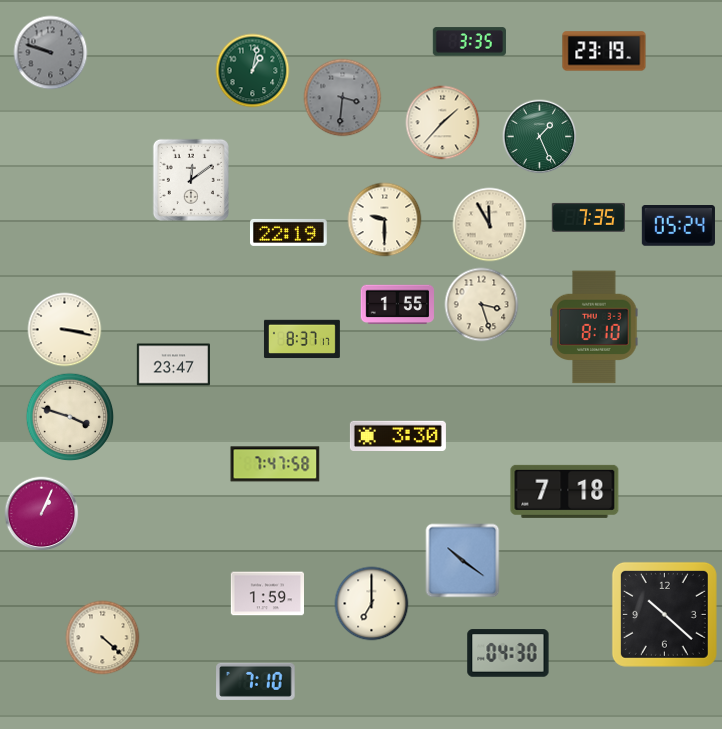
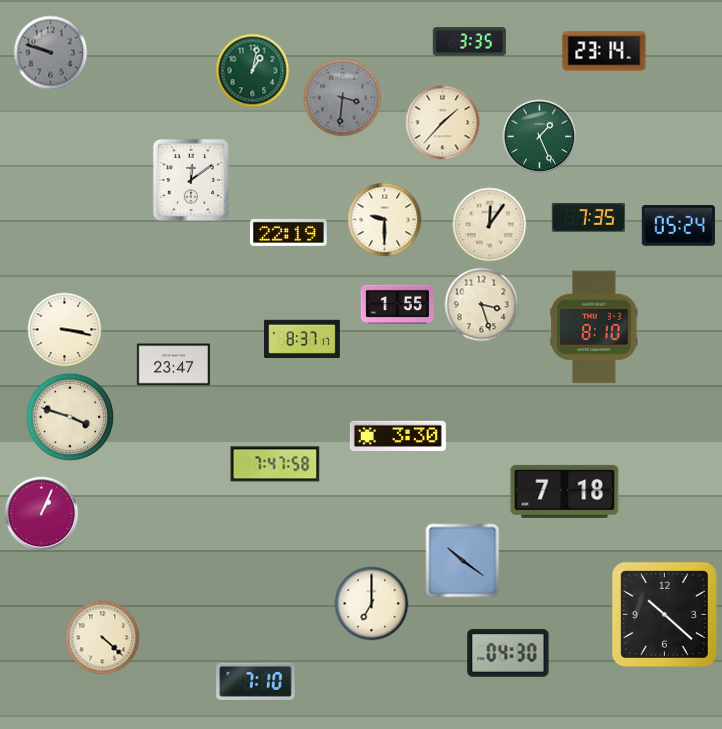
clock at (604, 51): 23:19 -> 23:14
clock at (490, 225): 11:55 -> 12:06
clock at (267, 594): 1:59 -> none
